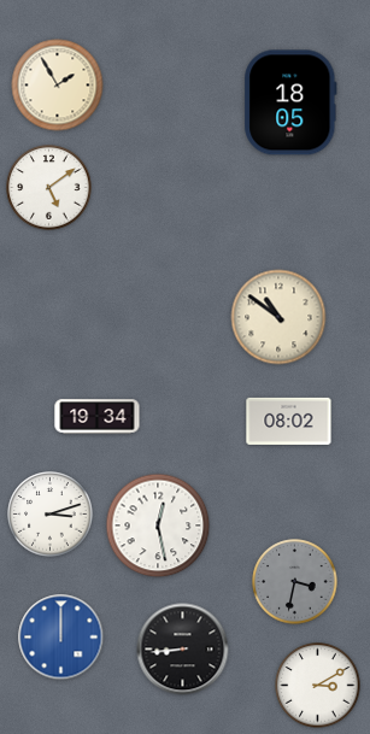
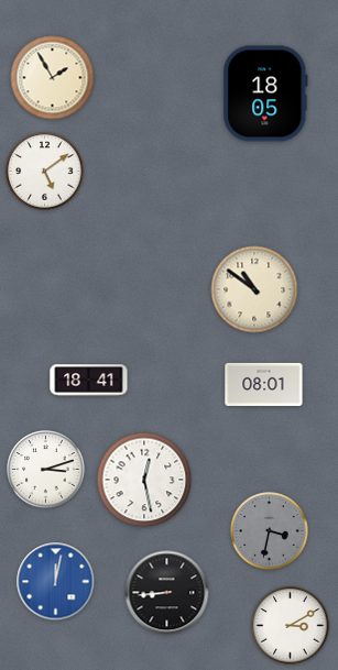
clock at (98, 417): 19:34 -> 18:41
clock at (289, 421): 08:02 -> 08:01
clock at (61, 638): 12:00 -> 12:02
